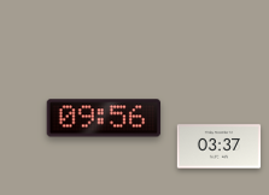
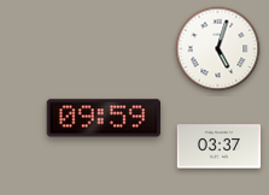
clock at (218, 49): none -> 5:03
clock at (104, 118): 09:56 -> 09:59
